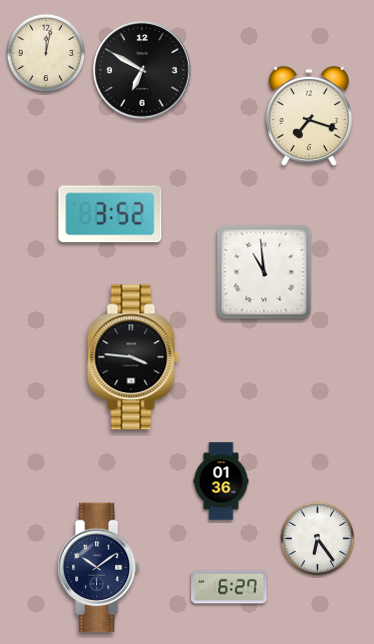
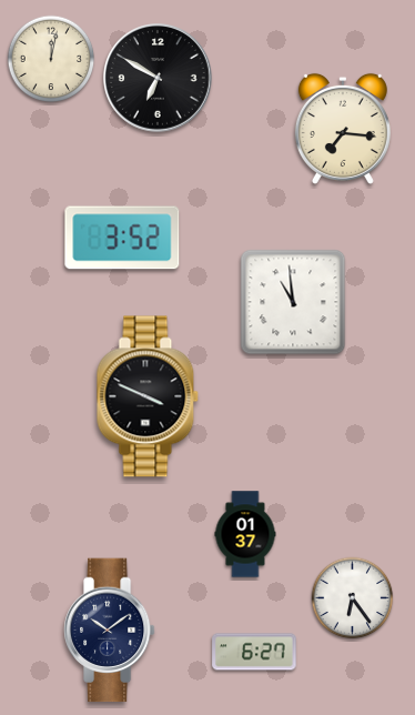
clock at (309, 116): 7:18 -> 7:16
clock at (133, 357): 3:46 -> 3:49
clock at (221, 481): 01:36 -> 01:37
